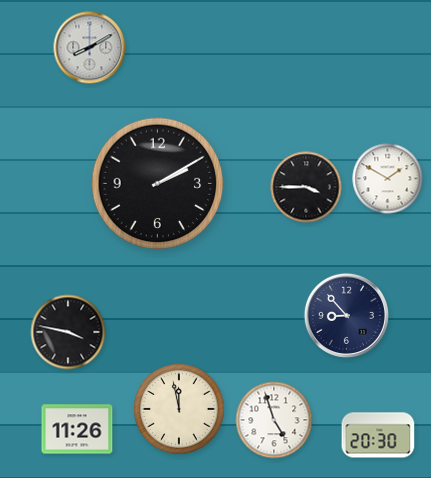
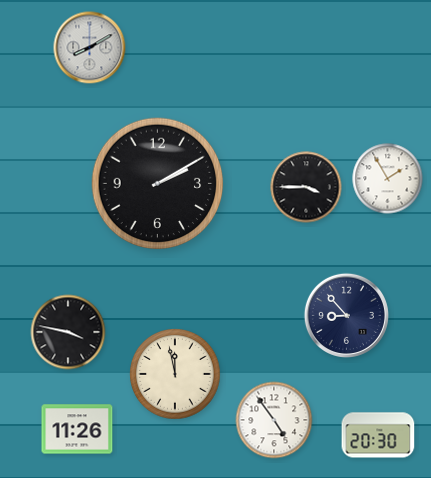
clock at (388, 179): 1:50 -> 1:55
clock at (179, 409) position: (179, 409) -> (175, 374)
clock at (274, 420): 4:57 -> 4:54
